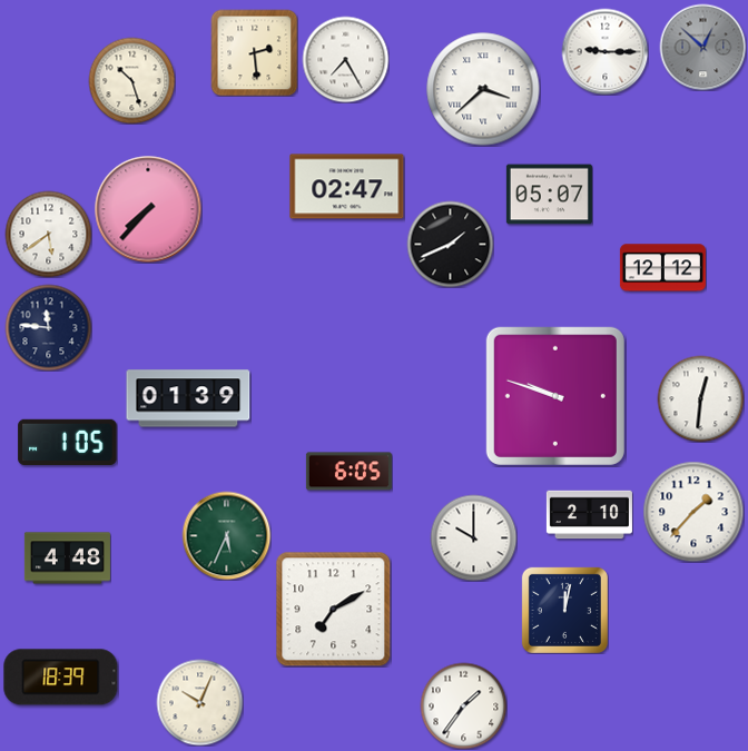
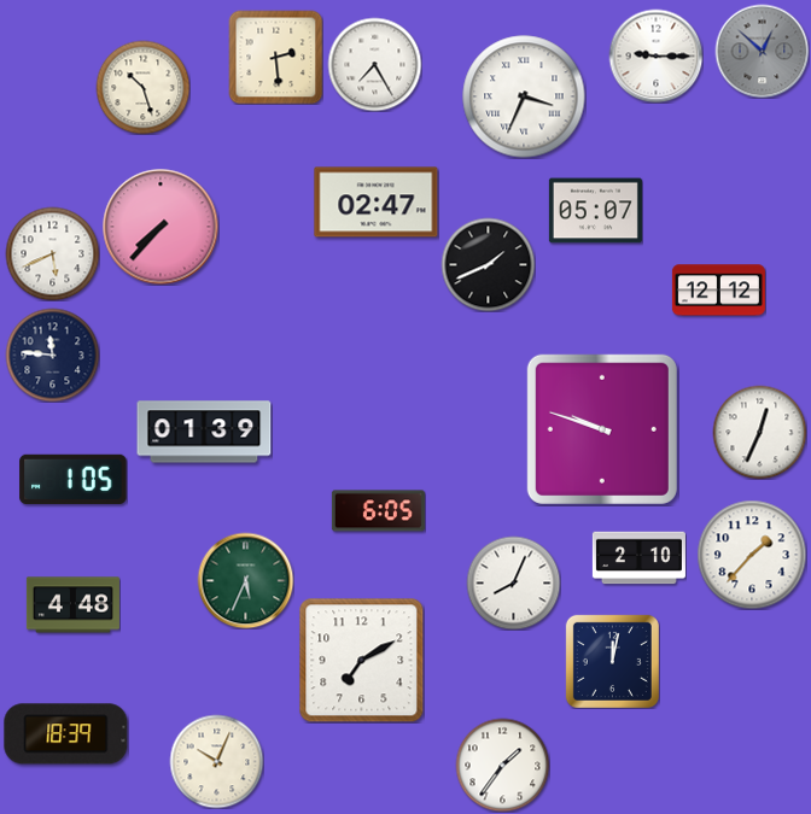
clock at (483, 89): 3:38 -> 3:34
clock at (48, 234): 5:39 -> 5:41
clock at (700, 398): 12:31 -> 12:34
clock at (473, 537): 10:00 -> 8:04
